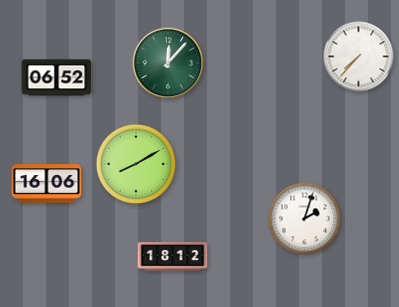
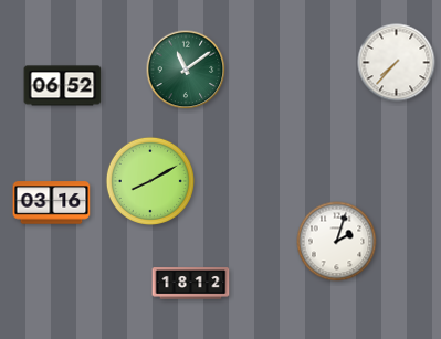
clock at (168, 63): 12:07 -> 11:09
clock at (47, 184): 16:06 -> 03:16
